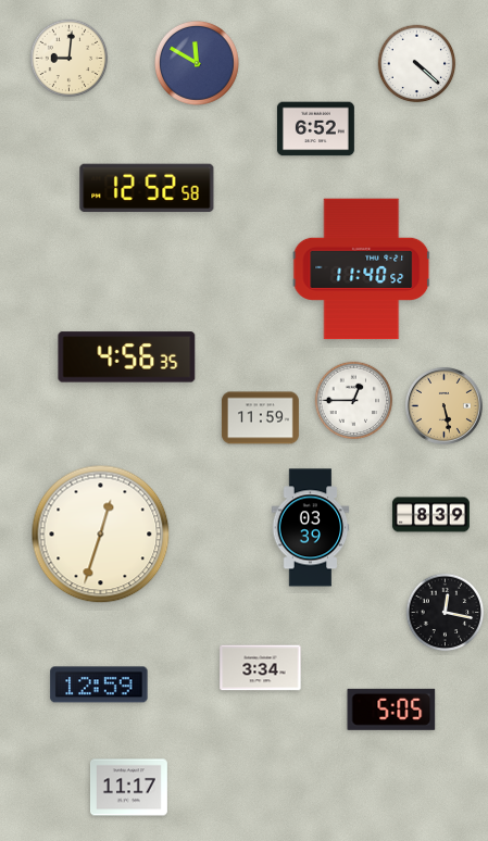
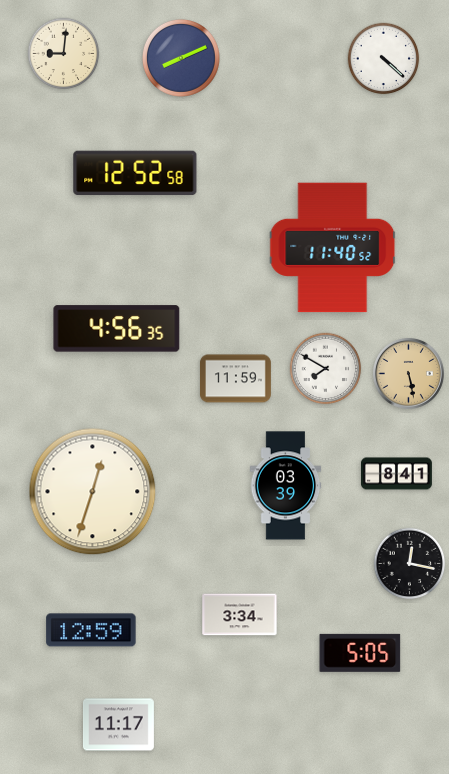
clock at (197, 63): 11:50 -> 8:11
clock at (315, 129): 6:52 -> none
clock at (354, 401): 12:45 -> 7:50
clock at (260, 418) position: (260, 418) -> (235, 379)
clock at (430, 515): 8:39 -> 8:41
